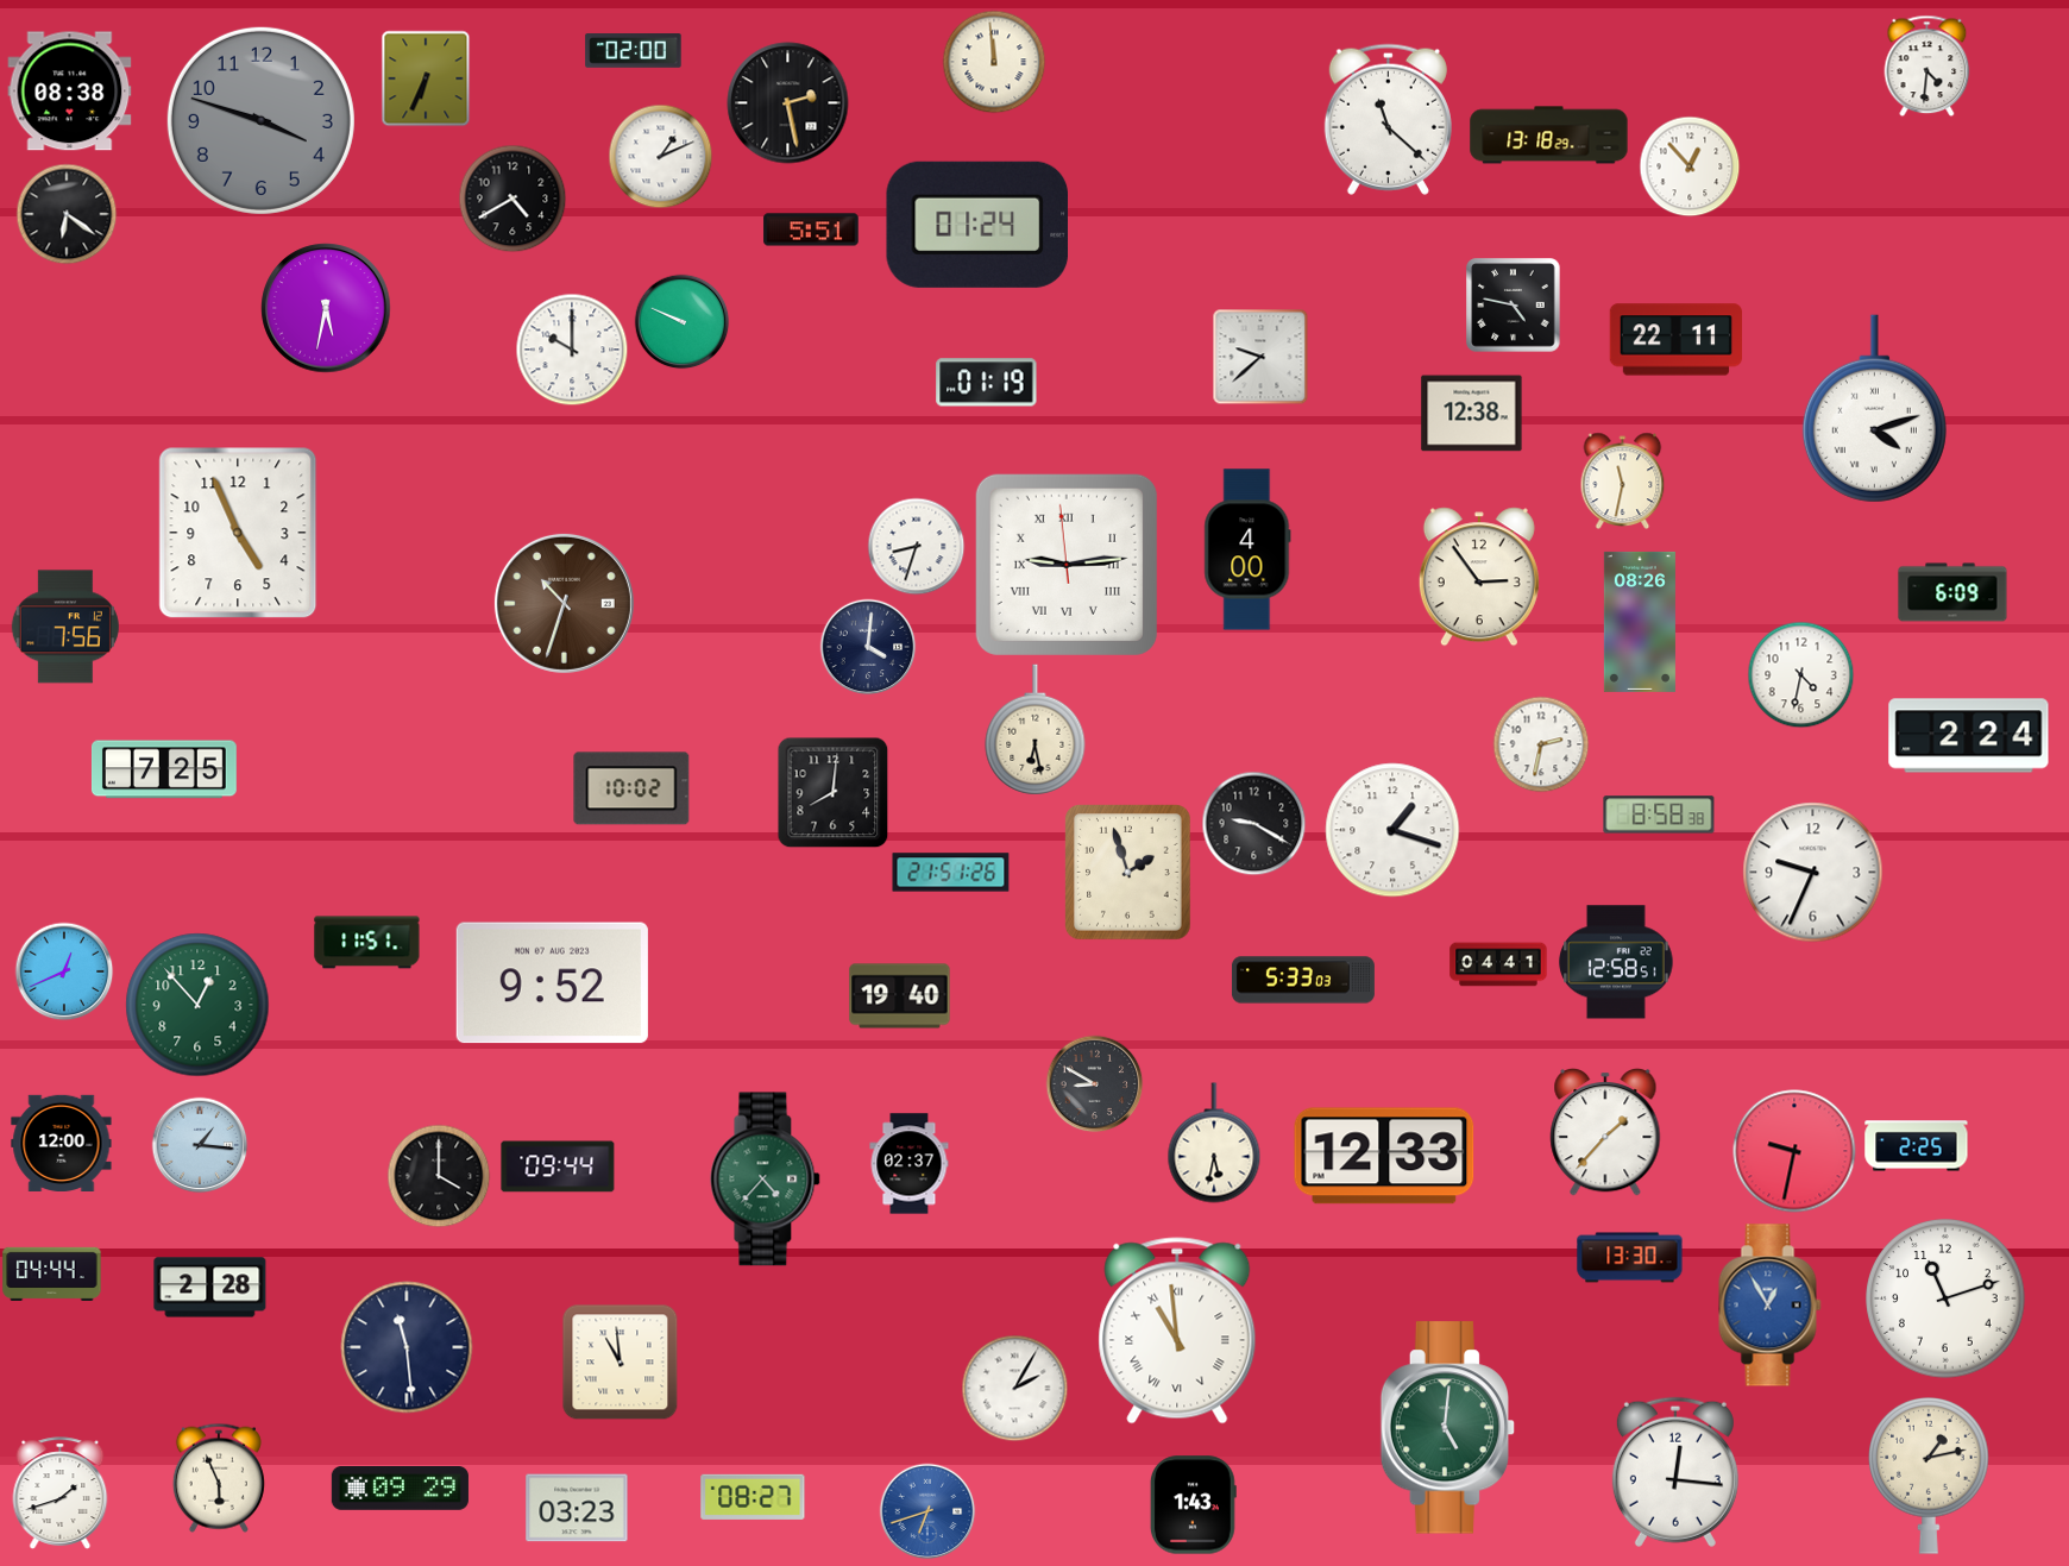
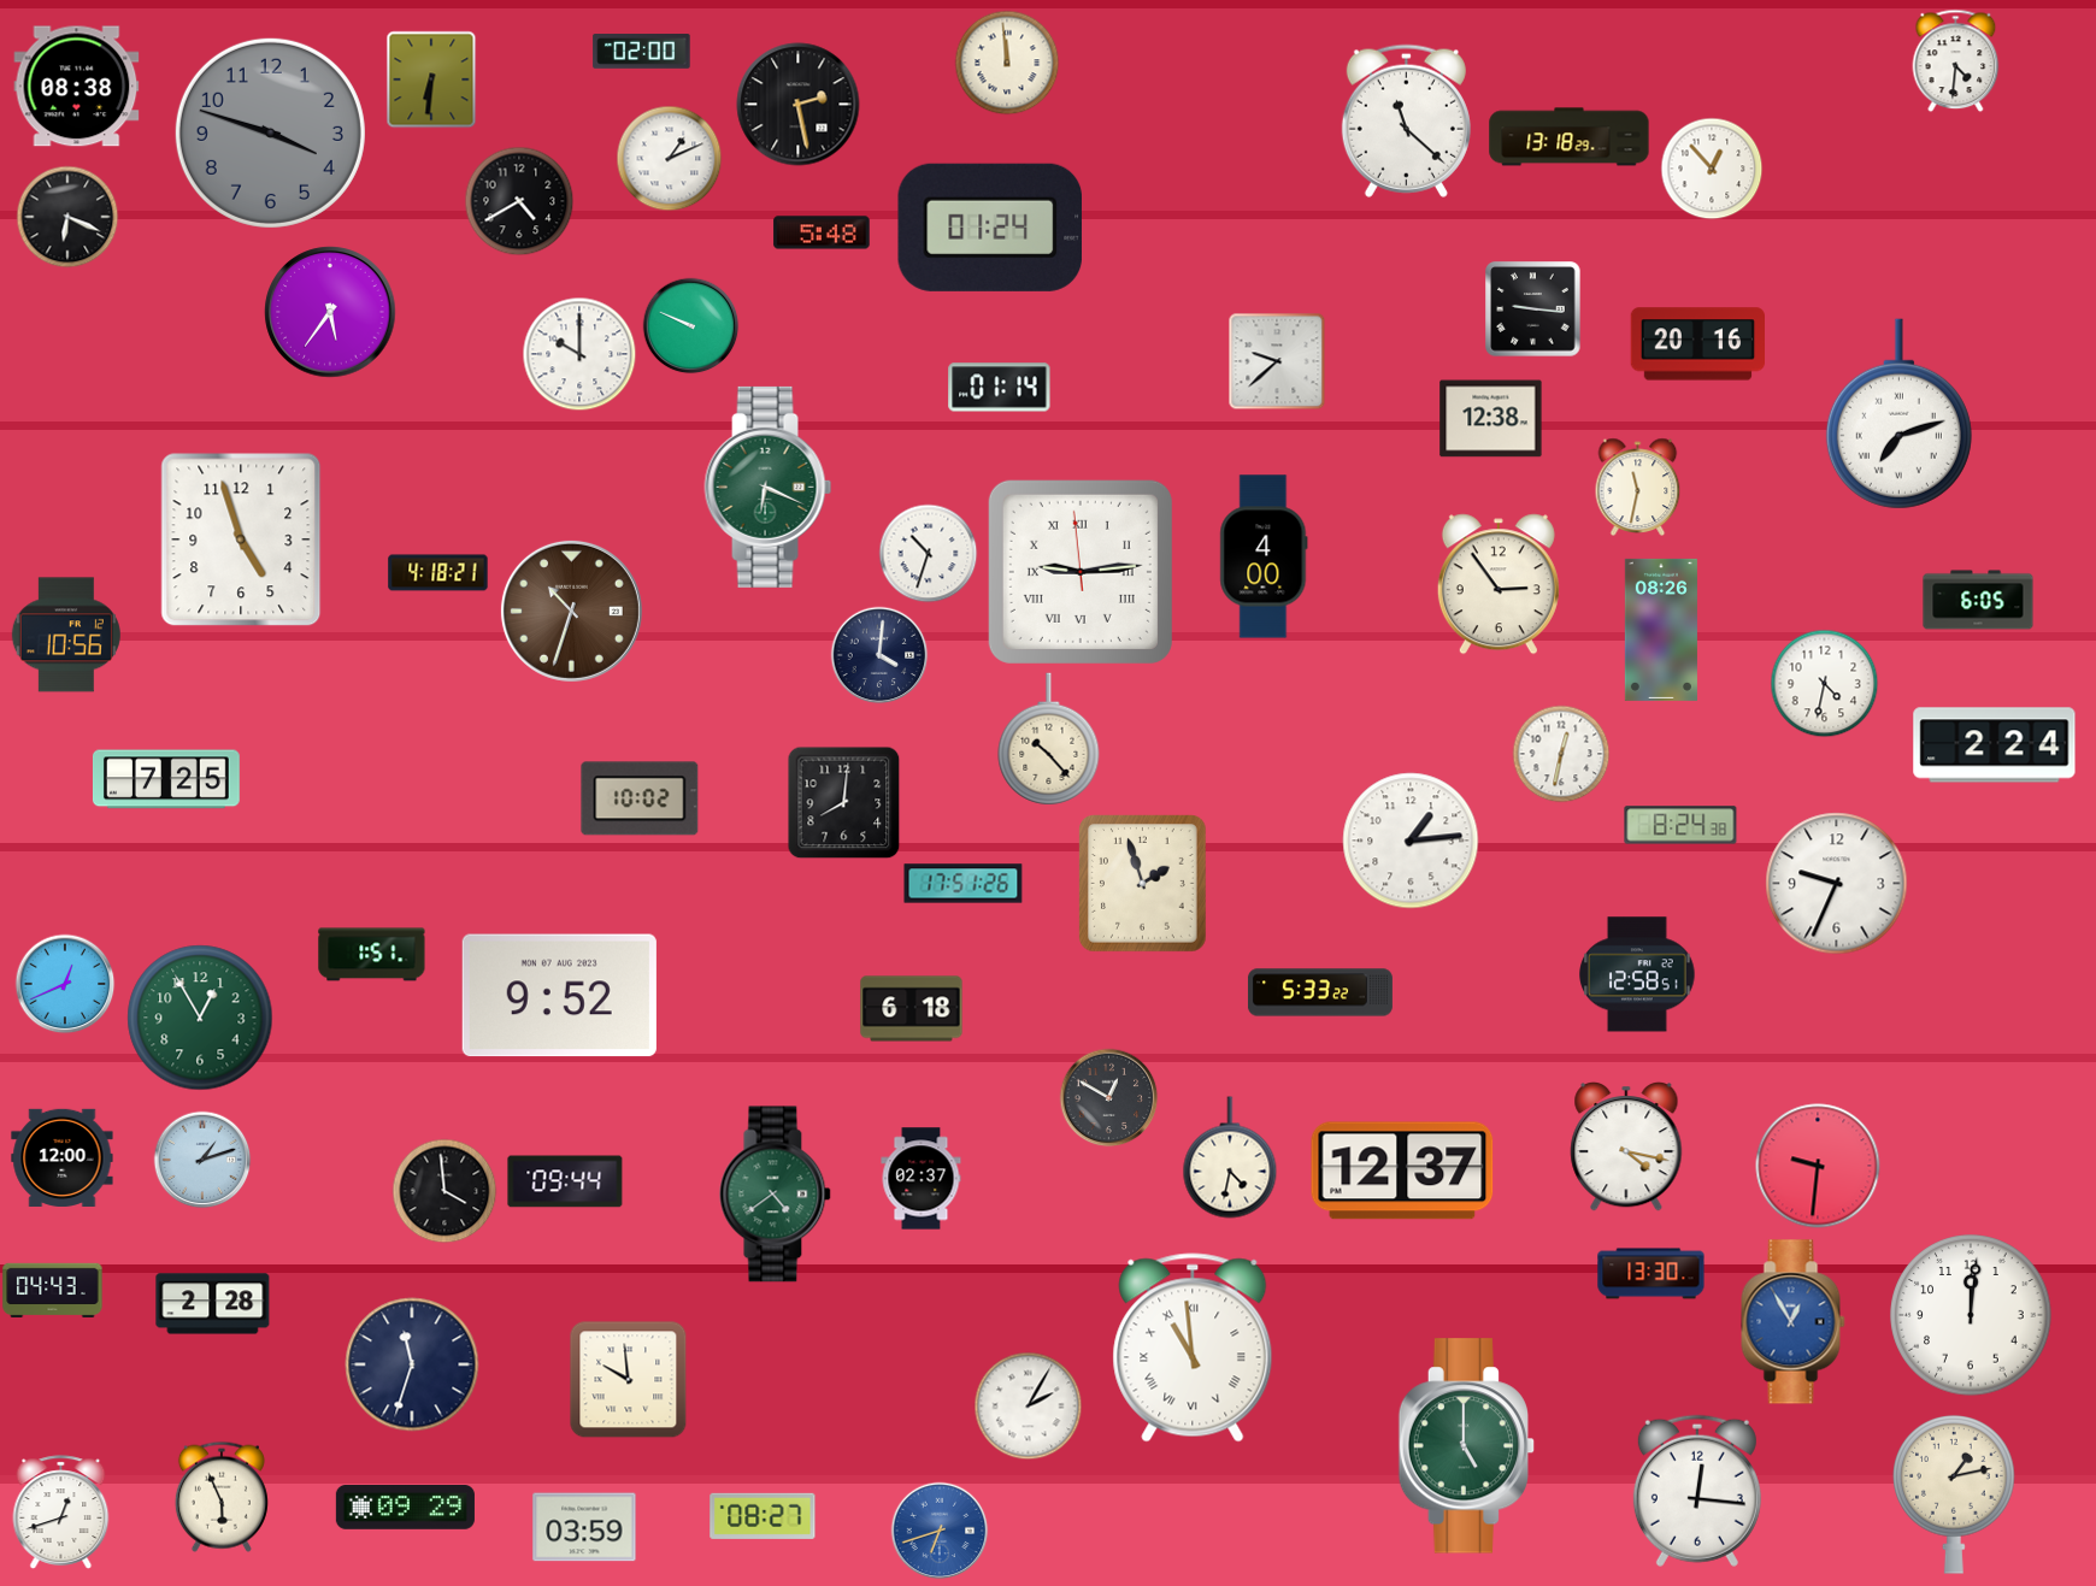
clock at (1927, 65) position: (1927, 65) -> (1956, 60)
clock at (426, 78): 6:34 -> 6:31
clock at (70, 92) position: (70, 92) -> (77, 87)
clock at (260, 120) position: (260, 120) -> (270, 132)
clock at (67, 214): 6:21 -> 6:19
clock at (811, 229): 5:51 -> 5:48
clock at (1514, 306): 4:47 -> 9:16
clock at (326, 308): 5:32 -> 5:36
clock at (1675, 340): 22:11 -> 20:16
clock at (987, 383): 01:19 -> 01:14
clock at (1874, 409): 4:12 -> 7:12
clock at (769, 487): none -> 6:19
clock at (1623, 480) position: (1623, 480) -> (1638, 487)
clock at (238, 533): 4:56 -> 4:57
clock at (916, 546): 8:33 -> 10:33
clock at (438, 573): none -> 4:18
clock at (1952, 592): 6:09 -> 6:05
clock at (65, 627): 7:56 -> 10:56
clock at (1036, 730): 6:28 -> 10:23
clock at (1541, 744): 2:32 -> 12:32
clock at (1659, 815): 8:58 -> 8:24
clock at (1253, 823): 9:20 -> none
clock at (1392, 830): 1:18 -> 1:14
clock at (951, 873): 21:51 -> 17:51
clock at (367, 943): 11:51 -> 1:51
clock at (1498, 964): 04:41 -> none
clock at (1303, 980): 5:33:03 -> 5:33:22
clock at (900, 996): 19:40 -> 6:18
clock at (197, 1005): 12:53 -> 12:55
clock at (1094, 1083): 8:50 -> 12:50
clock at (1605, 1133): 1:37 -> 4:17
clock at (1214, 1143): 5:32 -> 4:32
clock at (200, 1145): 1:16 -> 1:12
clock at (1917, 1146): 2:25 -> none
clock at (1794, 1151): 9:32 -> 9:31
clock at (1384, 1156): 12:33 -> 12:37
clock at (439, 1176): 4:00 -> 3:59
clock at (766, 1180): 4:37 -> 4:39
clock at (52, 1273): 04:44 -> 04:43
clock at (1945, 1298): 11:12 -> 12:01
clock at (407, 1347): 11:29 -> 11:33
clock at (621, 1363): 10:59 -> 9:59
clock at (1448, 1428): 5:01 -> 5:00
clock at (61, 1493): 1:42 -> 12:42
clock at (1193, 1505): 1:43 -> none
clock at (577, 1508): 03:23 -> 03:59
